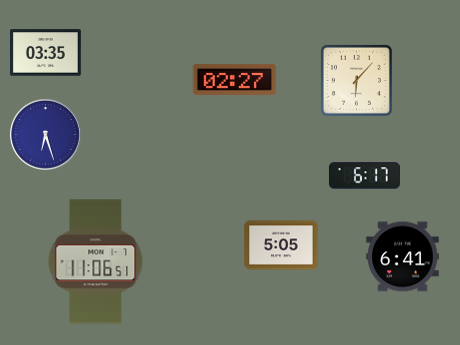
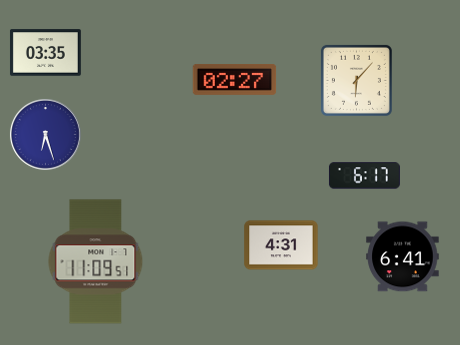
clock at (281, 245): 5:05 -> 4:31
clock at (96, 262): 11:06 -> 11:09
